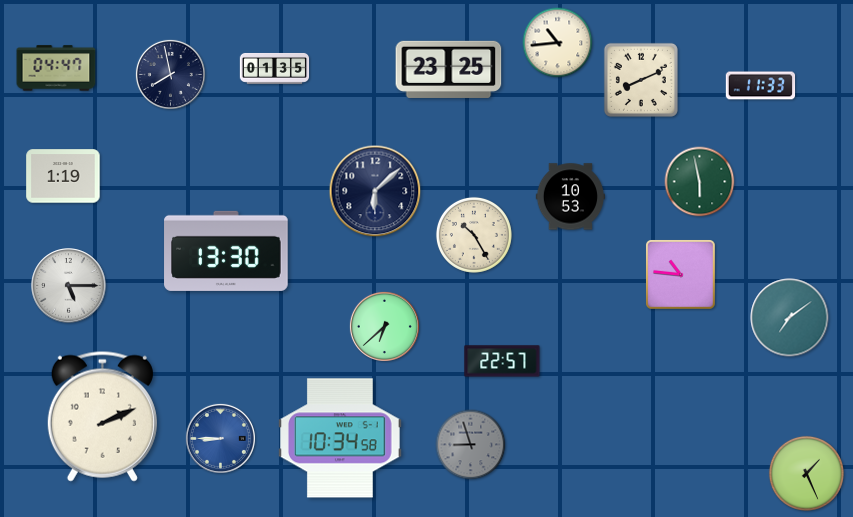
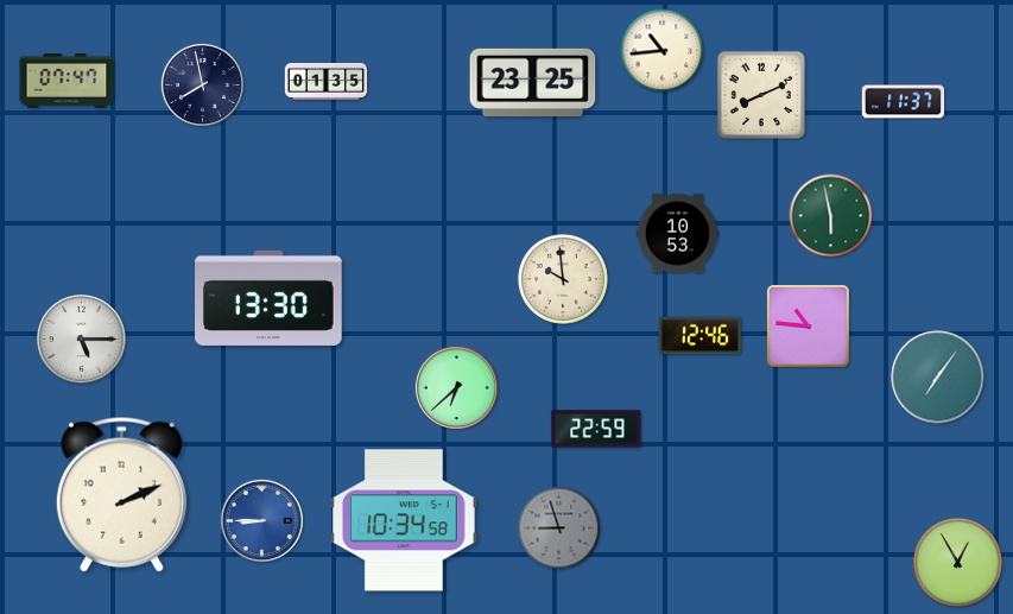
clock at (56, 68): 04:47 -> 07:47
clock at (170, 74) position: (170, 74) -> (202, 84)
clock at (761, 86): 11:33 -> 11:37
clock at (63, 176): 1:19 -> none
clock at (375, 191): 6:08 -> none
clock at (474, 235): 10:25 -> 9:59
clock at (699, 336): none -> 12:46
clock at (790, 318): 7:09 -> 7:06
clock at (502, 361): 22:57 -> 22:59
clock at (806, 473): 1:26 -> 12:55
